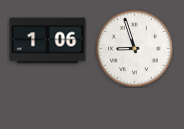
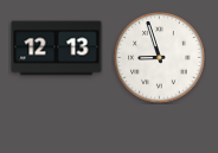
clock at (48, 41): 1:06 -> 12:13
